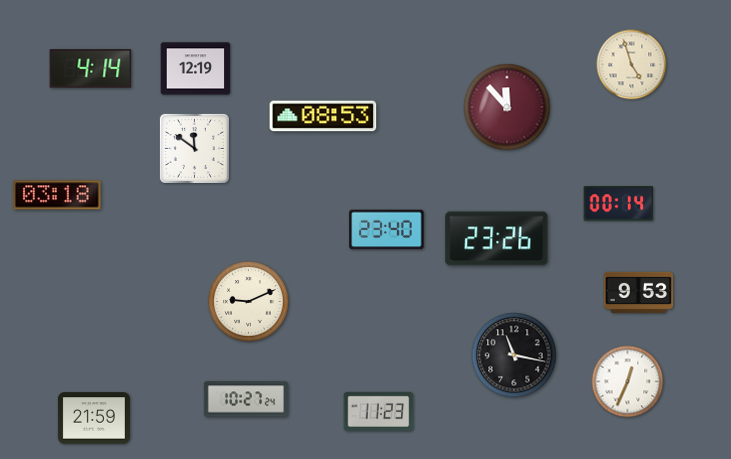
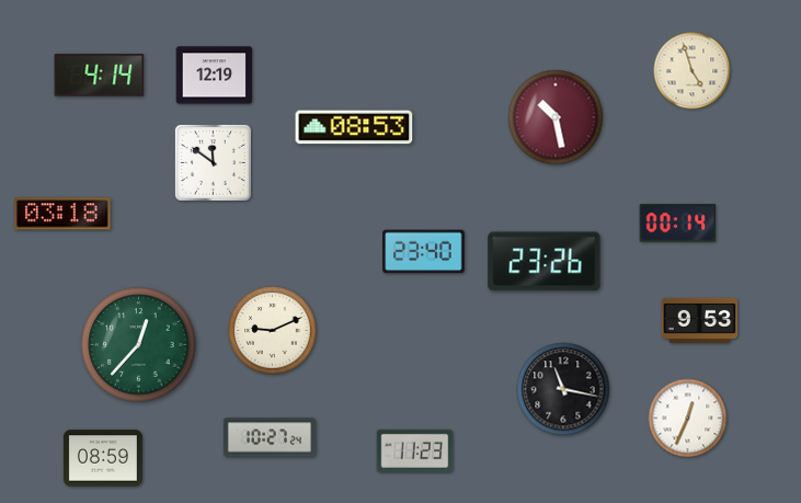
clock at (507, 107): 11:53 -> 10:28
clock at (139, 345): none -> 12:37
clock at (94, 418): 21:59 -> 08:59
